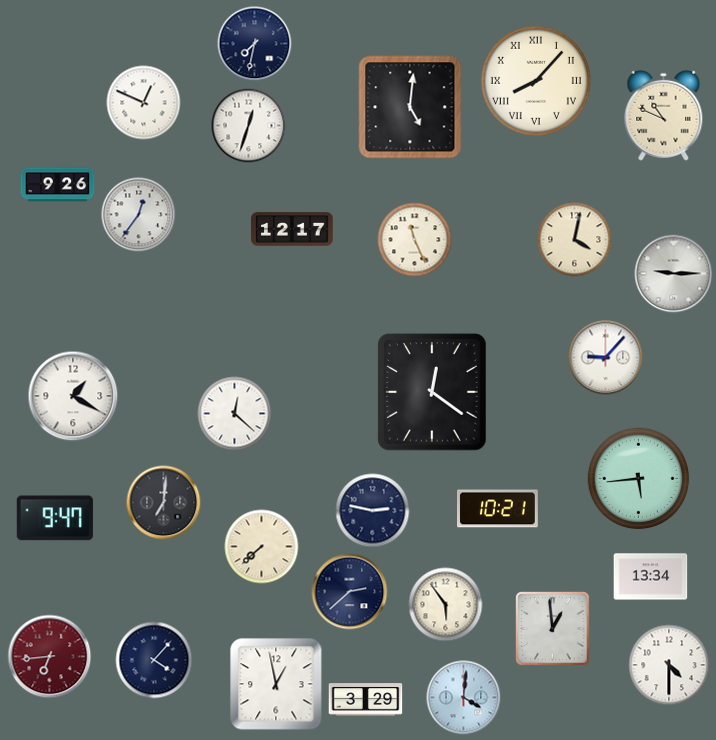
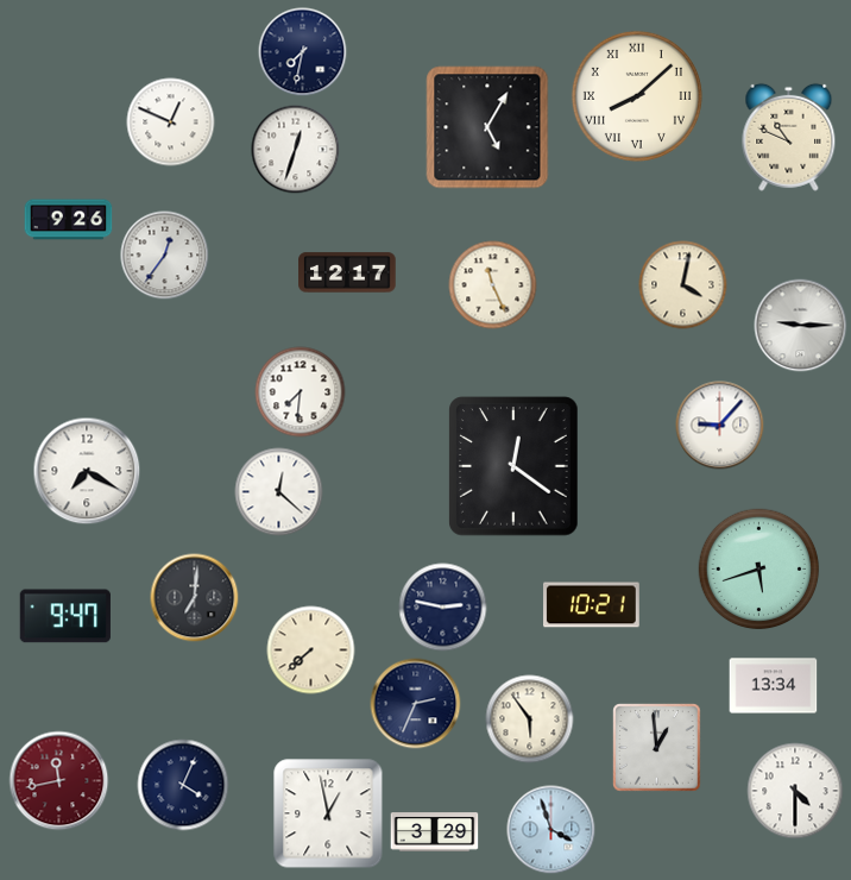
clock at (536, 81): 8:07 -> 8:08
clock at (410, 107): 5:01 -> 5:05
clock at (301, 392): none -> 7:31
clock at (73, 396): 1:20 -> 7:20
clock at (639, 479): 5:44 -> 5:42
clock at (350, 592): 2:38 -> 2:34
clock at (50, 657): 6:44 -> 11:43
clock at (154, 660): 4:07 -> 4:04
clock at (464, 698): 4:01 -> 3:57
